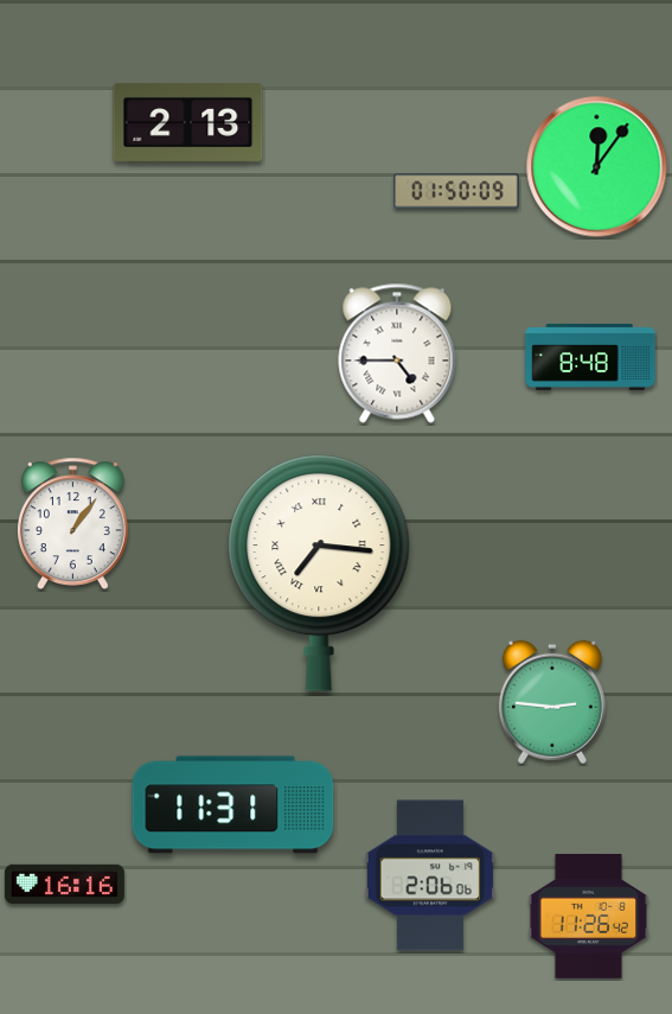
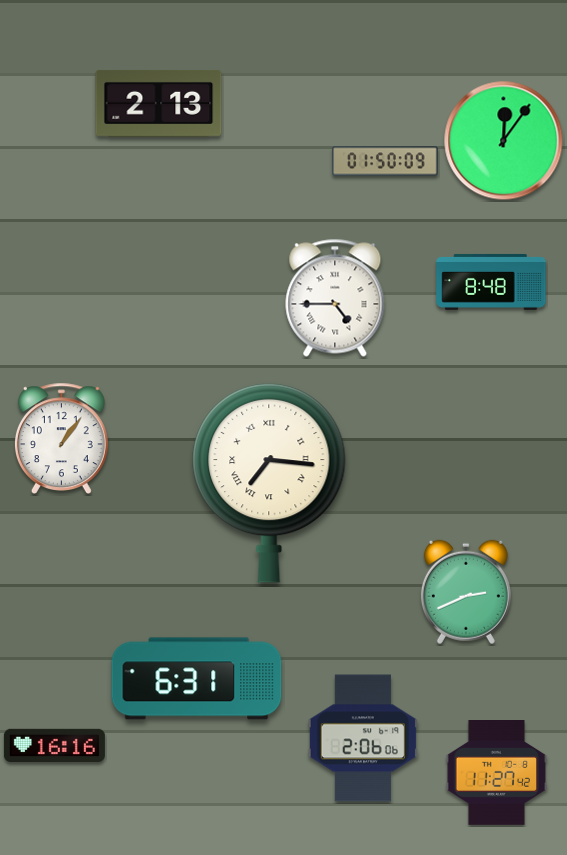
clock at (590, 357) position: (590, 357) -> (491, 282)
clock at (72, 523) position: (72, 523) -> (61, 438)
clock at (552, 702): 2:46 -> 2:41
clock at (233, 805): 11:31 -> 6:31
clock at (589, 917): 11:26 -> 11:27
